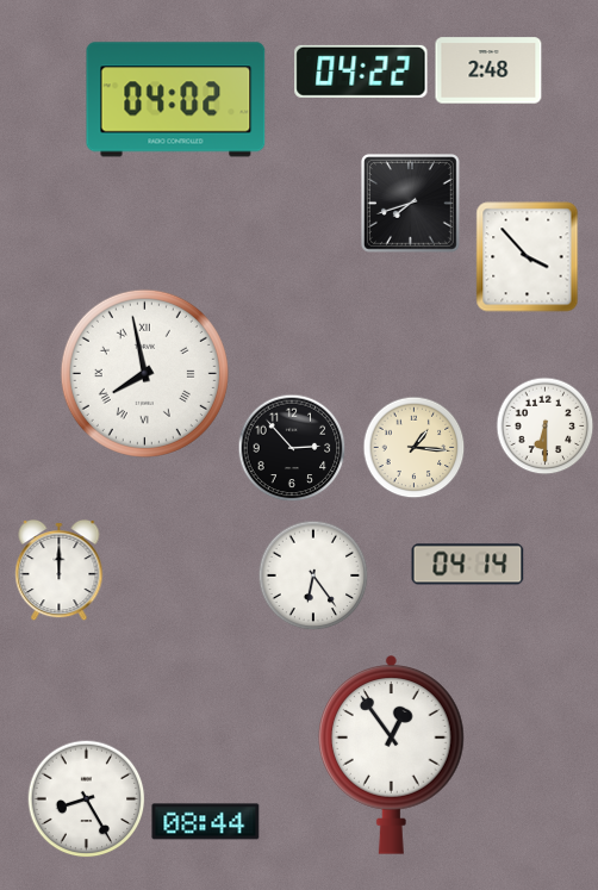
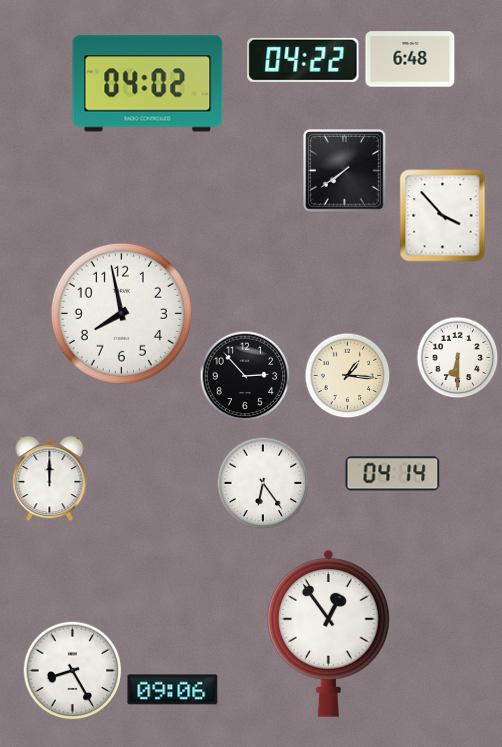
clock at (488, 70): 2:48 -> 6:48
clock at (411, 204): 7:42 -> 7:39
clock at (144, 373) numerals: Roman -> Arabic
clock at (206, 822): 08:44 -> 09:06
